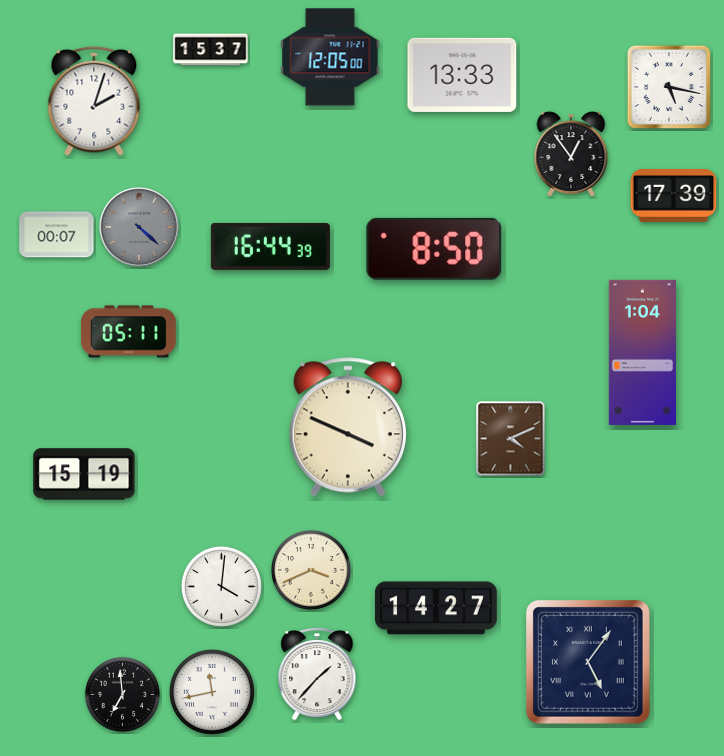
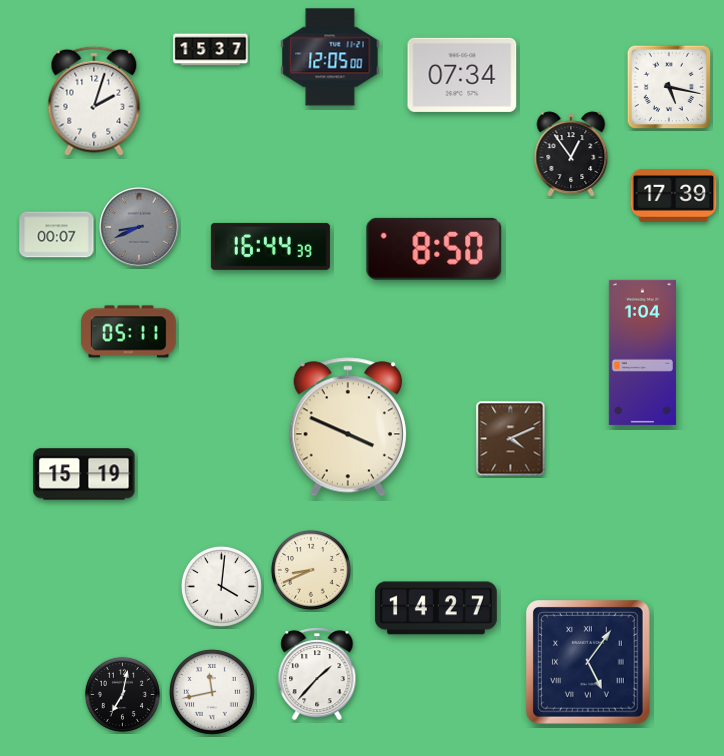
clock at (462, 75): 13:33 -> 07:34
clock at (139, 227): 4:22 -> 8:41
clock at (311, 570): 3:41 -> 8:41
clock at (122, 694): 6:59 -> 7:02
